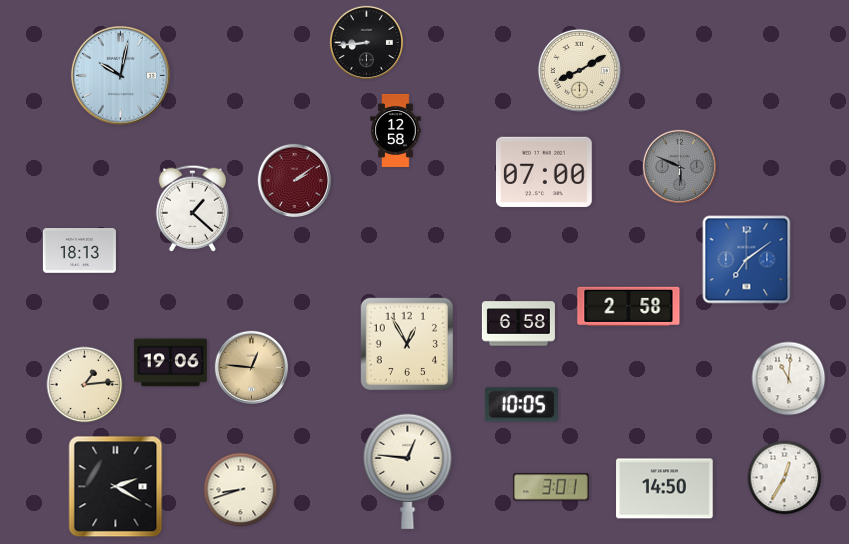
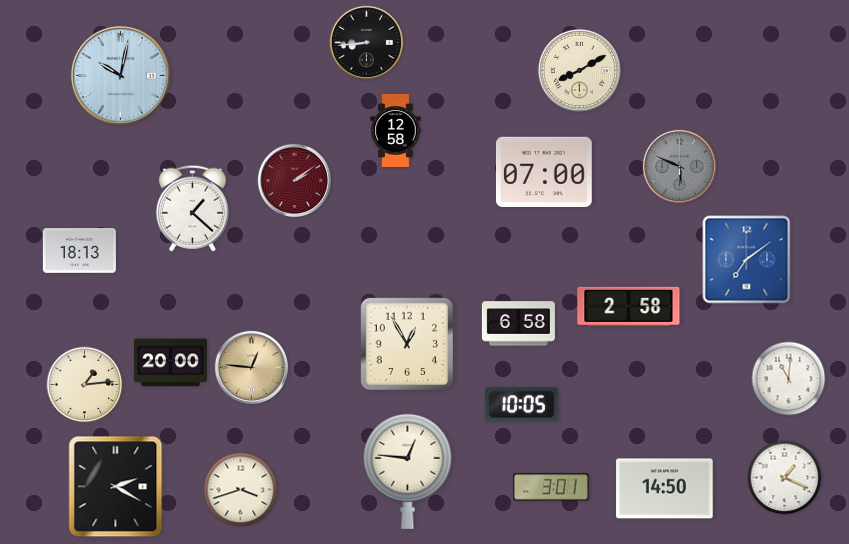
clock at (170, 363): 19:06 -> 20:00
clock at (785, 478): 12:35 -> 1:19
clock at (241, 490): 8:42 -> 3:42
